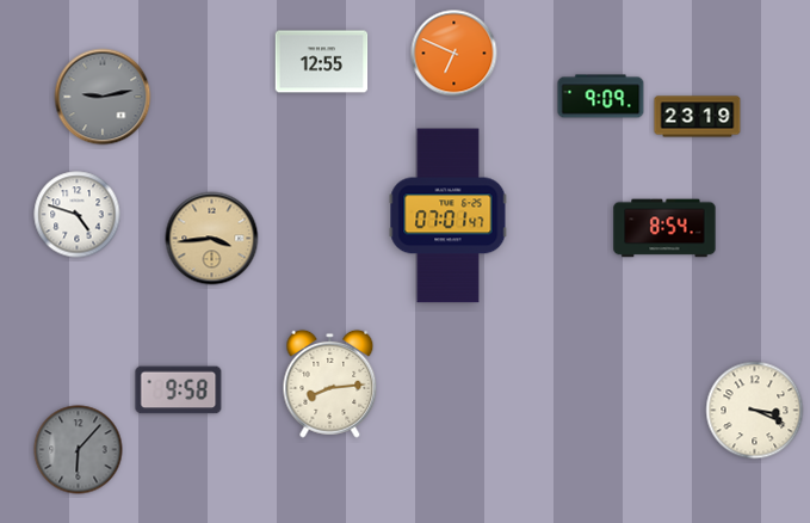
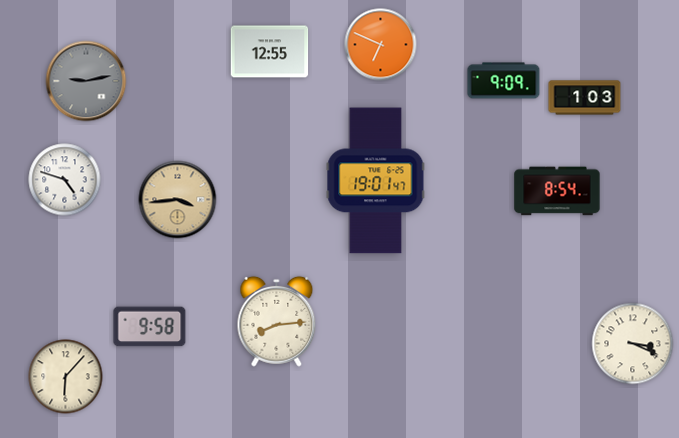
clock at (698, 117): 23:19 -> 1:03
clock at (449, 216): 07:01 -> 19:01
clock at (79, 450) dial: grey -> cream
